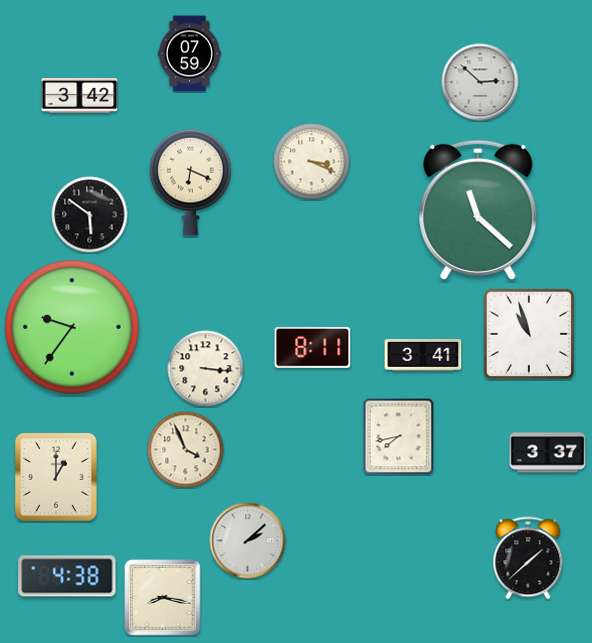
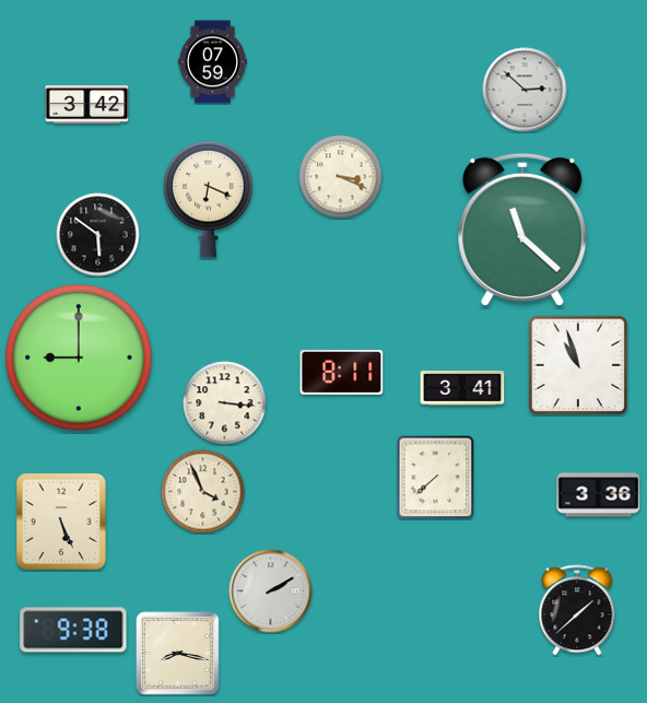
clock at (189, 54) position: (189, 54) -> (212, 62)
clock at (73, 328): 9:36 -> 9:00
clock at (313, 347) position: (313, 347) -> (342, 372)
clock at (399, 436): 7:43 -> 7:38
clock at (548, 453): 3:37 -> 3:36
clock at (56, 477): 1:00 -> 5:26
clock at (248, 541): 2:08 -> 2:10
clock at (67, 576): 4:38 -> 9:38
